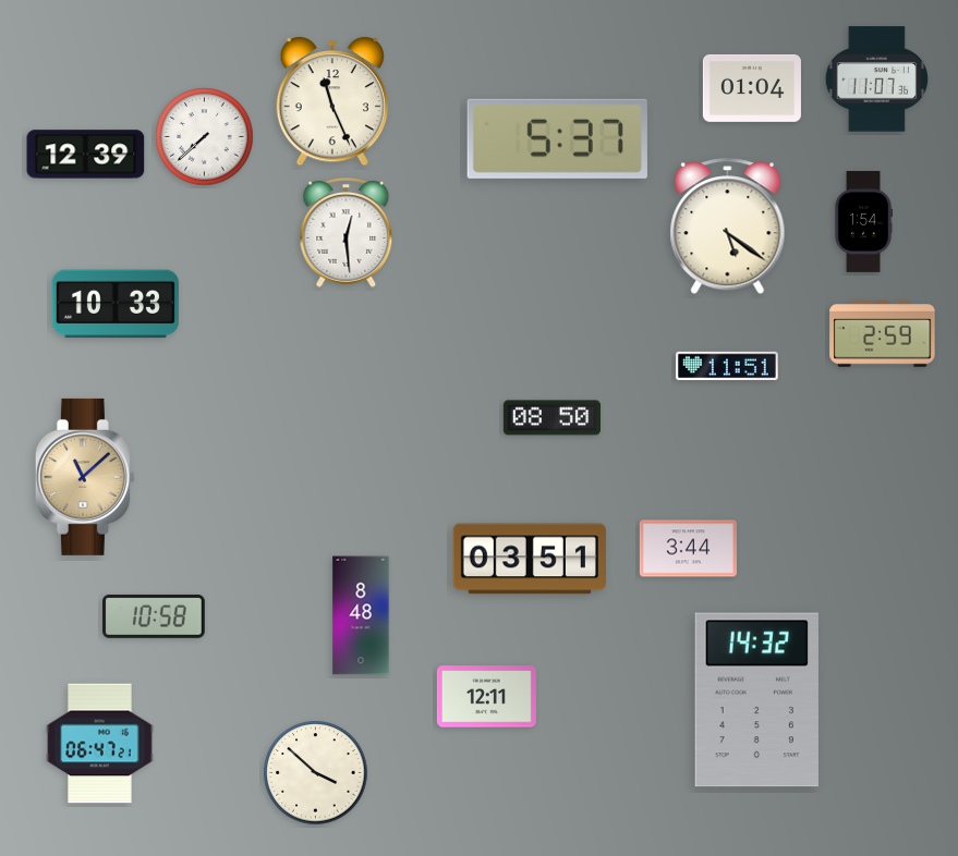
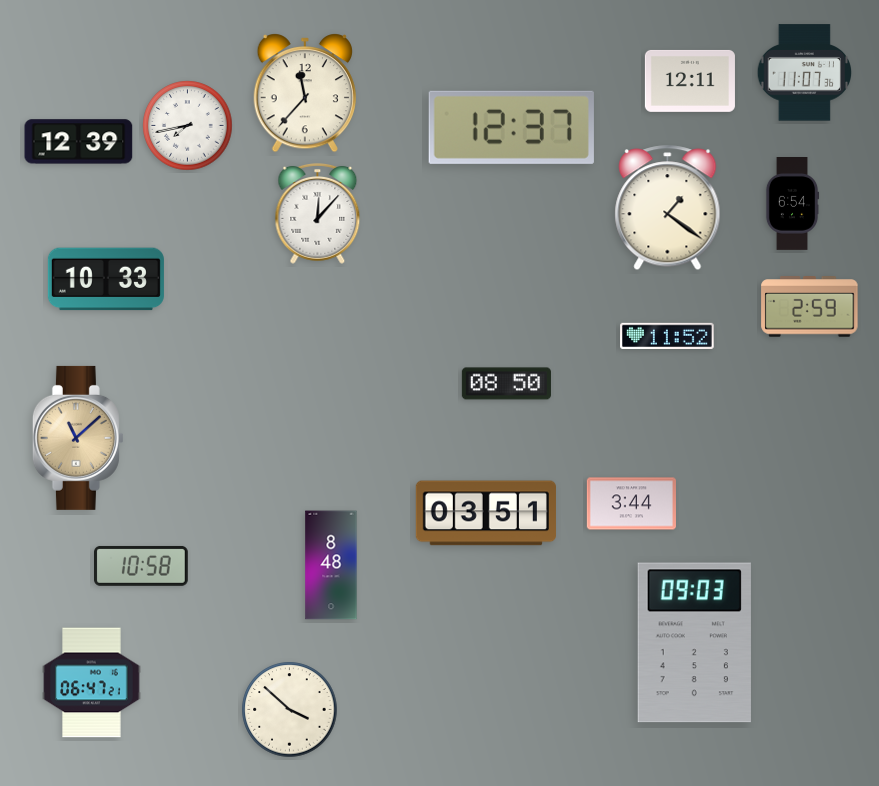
clock at (752, 88): 01:04 -> 12:11
clock at (332, 101): 11:26 -> 11:37
clock at (205, 137): 7:38 -> 7:43
clock at (557, 138): 5:37 -> 12:37
clock at (863, 222): 1:54 -> 6:54
clock at (728, 227): 5:21 -> 1:21
clock at (347, 233): 12:29 -> 12:07
clock at (727, 366): 11:51 -> 11:52
clock at (486, 697): 12:11 -> none
clock at (756, 700): 14:32 -> 09:03
